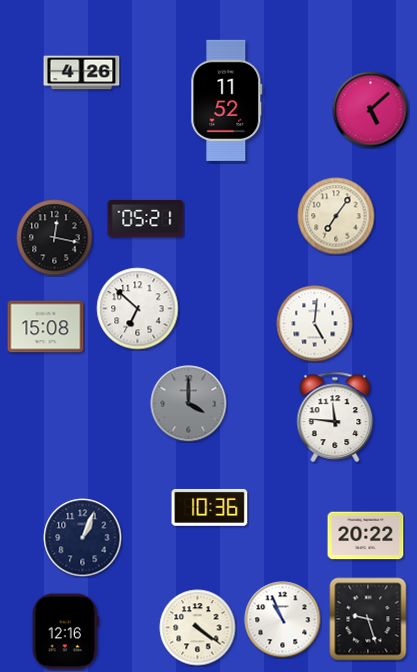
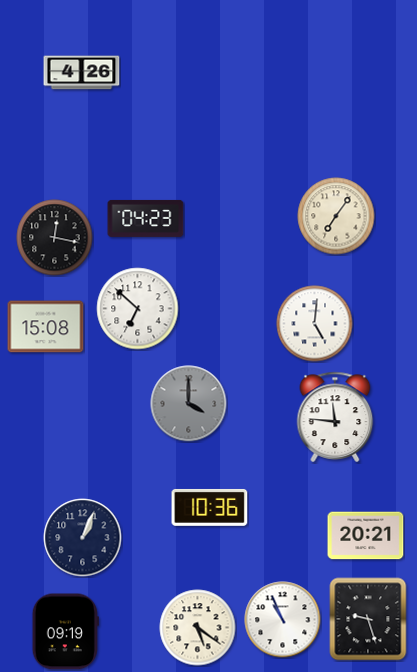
clock at (227, 100): 11:52 -> none
clock at (371, 110): 5:08 -> none
clock at (146, 218): 05:21 -> 04:23
clock at (366, 536): 20:22 -> 20:21
clock at (198, 628): 4:21 -> 5:21
clock at (65, 632): 12:16 -> 09:19
